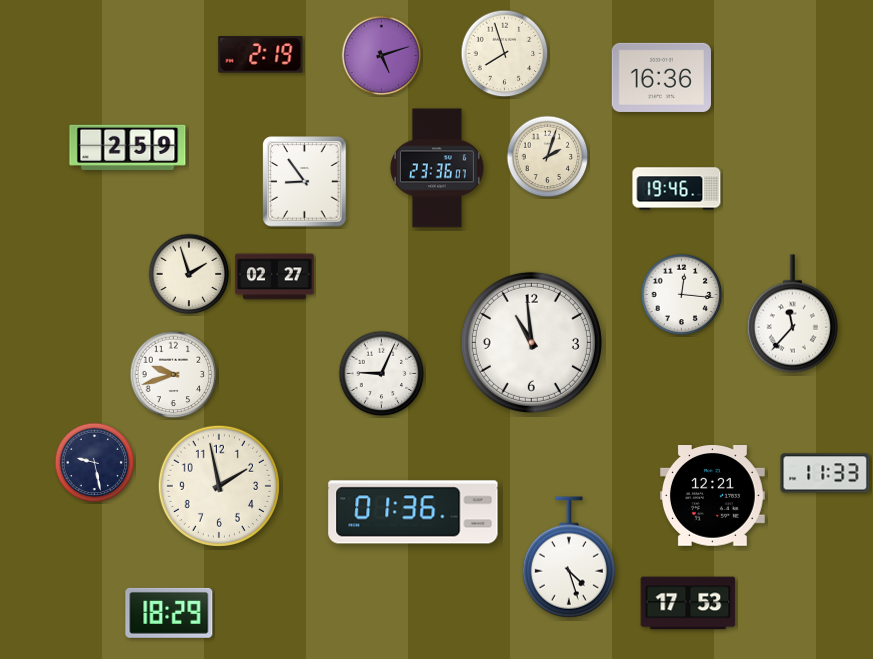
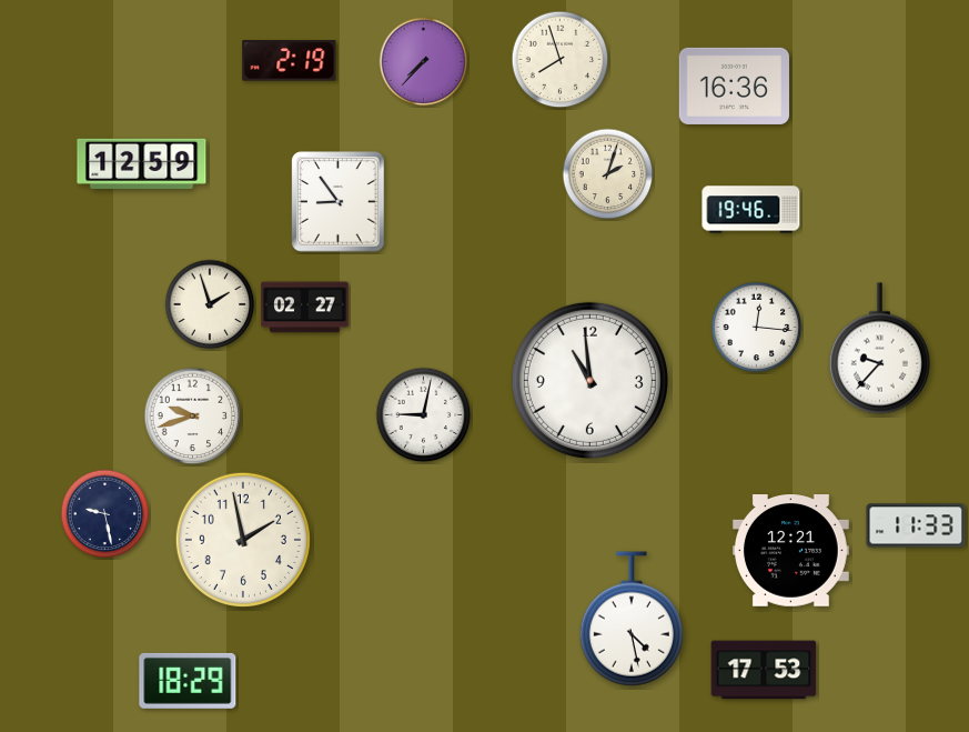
clock at (382, 56): 5:12 -> 7:37
clock at (128, 147): 2:59 -> 12:59
clock at (437, 168): 23:36 -> none
clock at (792, 314): 11:37 -> 9:37
clock at (382, 374): 9:04 -> 9:02
clock at (413, 512): 01:36 -> none
clock at (569, 557): 4:27 -> 4:28
